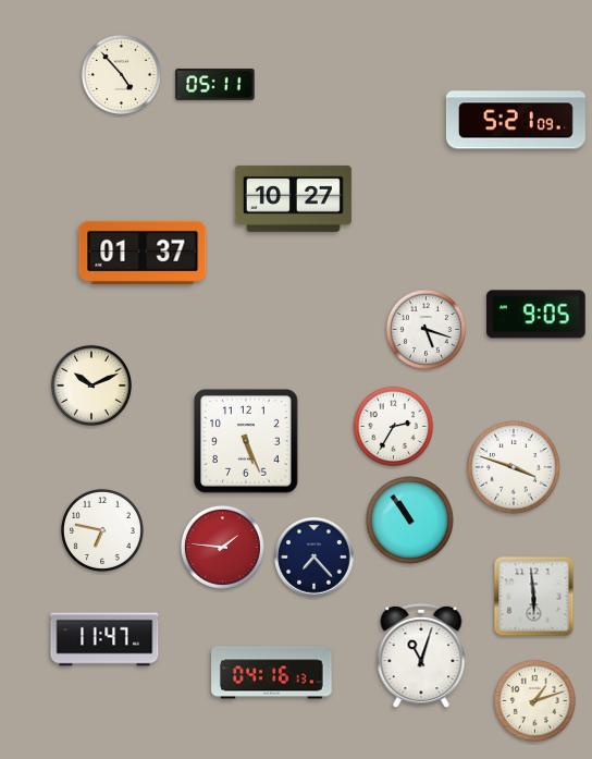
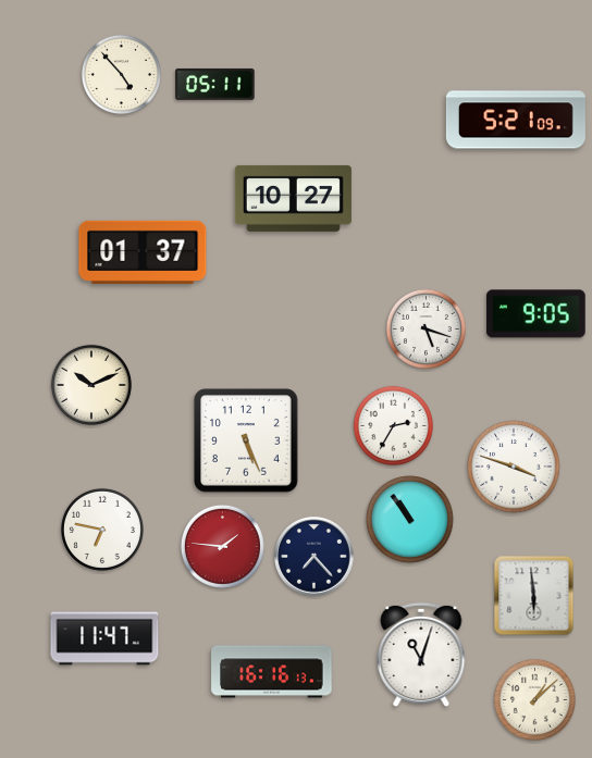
clock at (272, 673): 04:16 -> 16:16
clock at (534, 700): 1:12 -> 1:08
